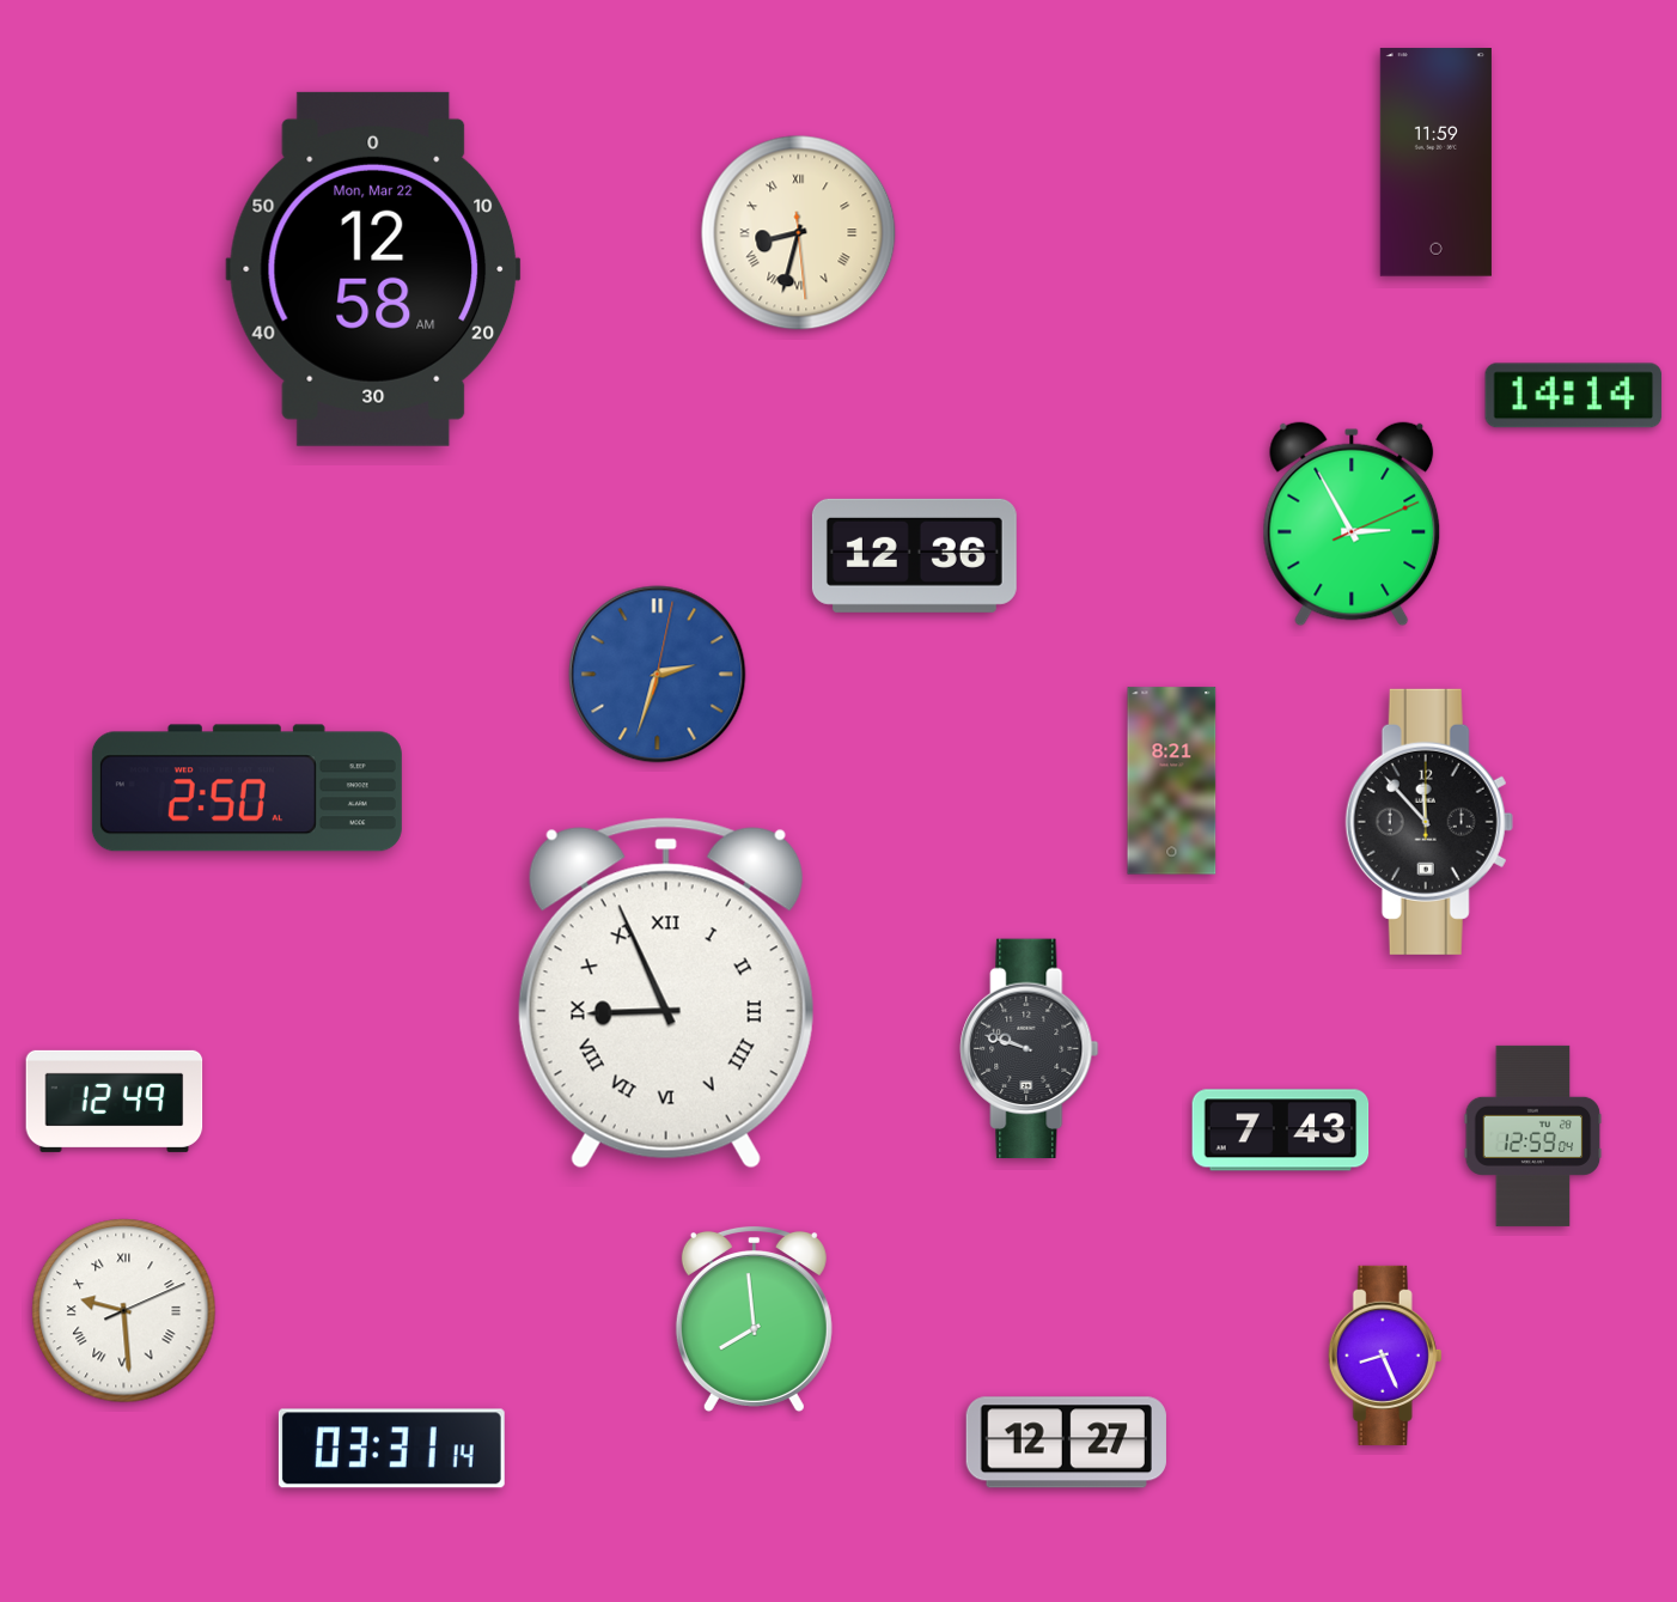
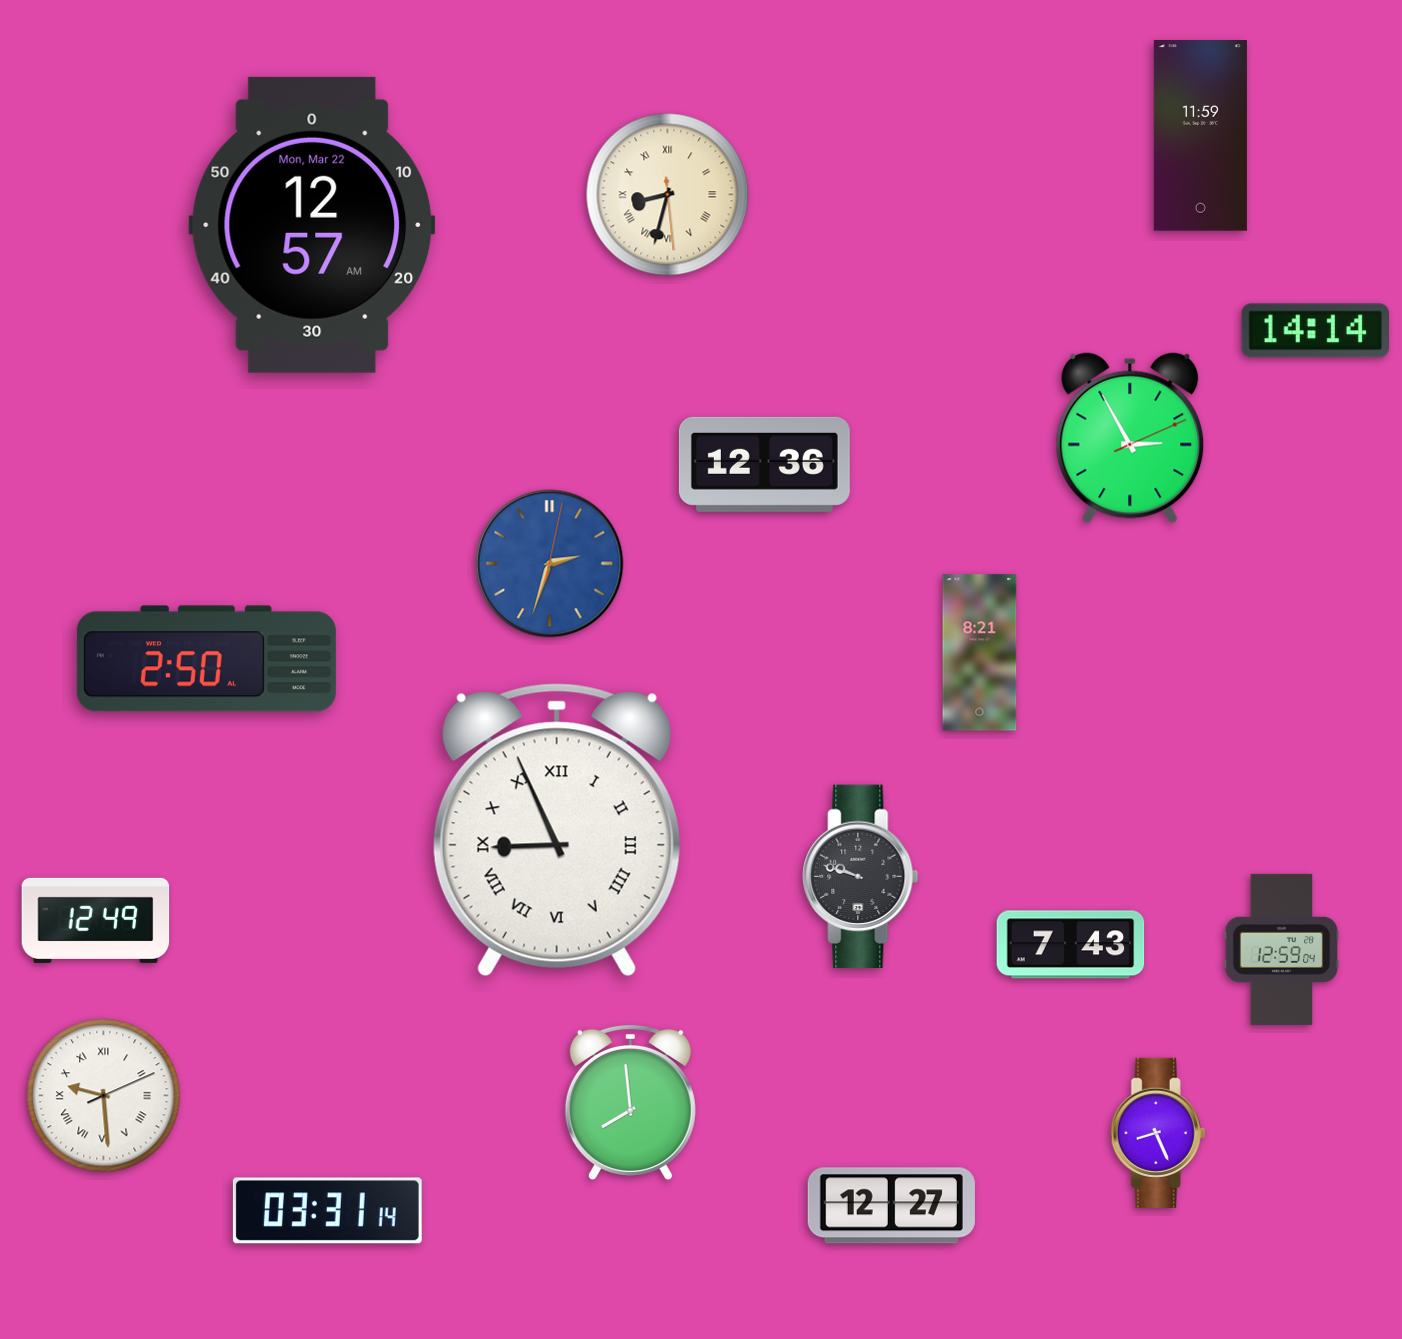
clock at (373, 269): 12:58 -> 12:57
clock at (1429, 822): 11:53 -> none
